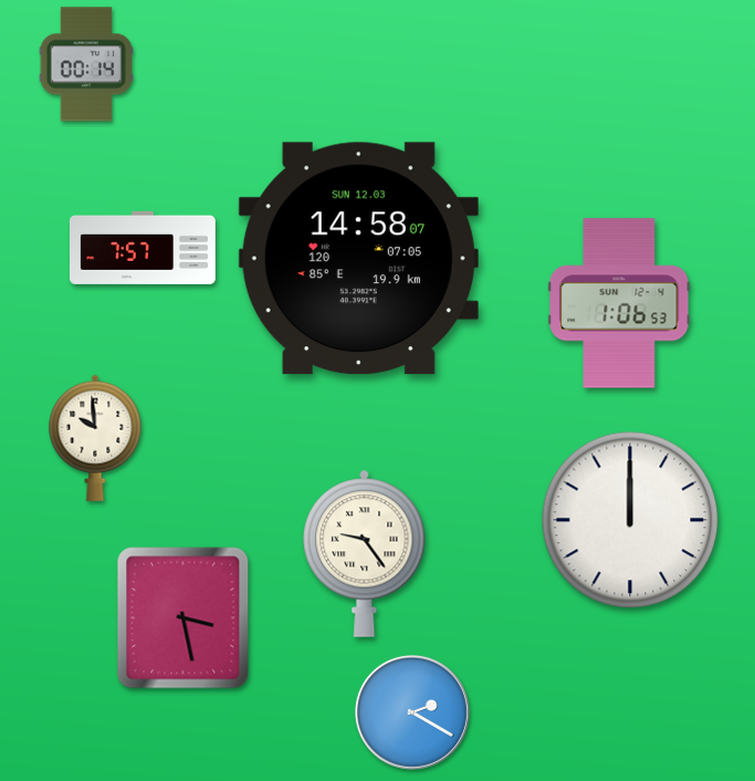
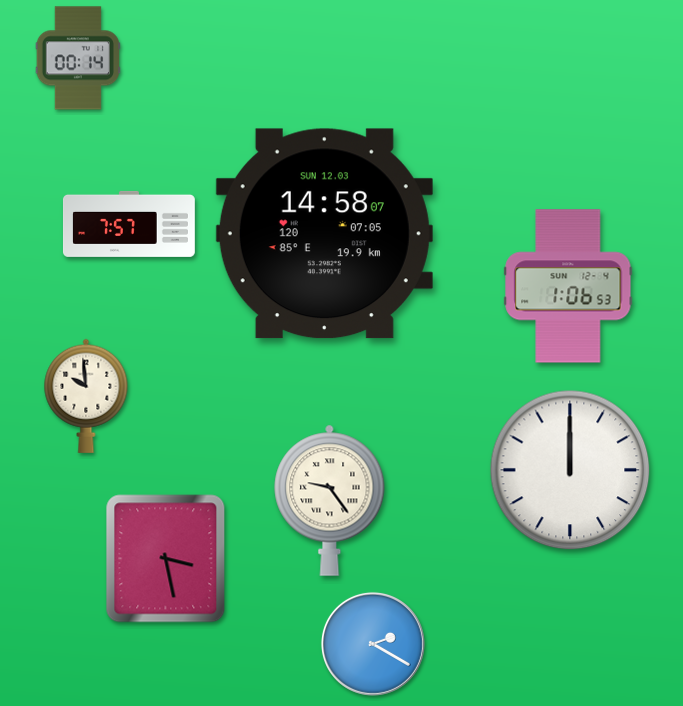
clock at (619, 303) position: (619, 303) -> (568, 286)
